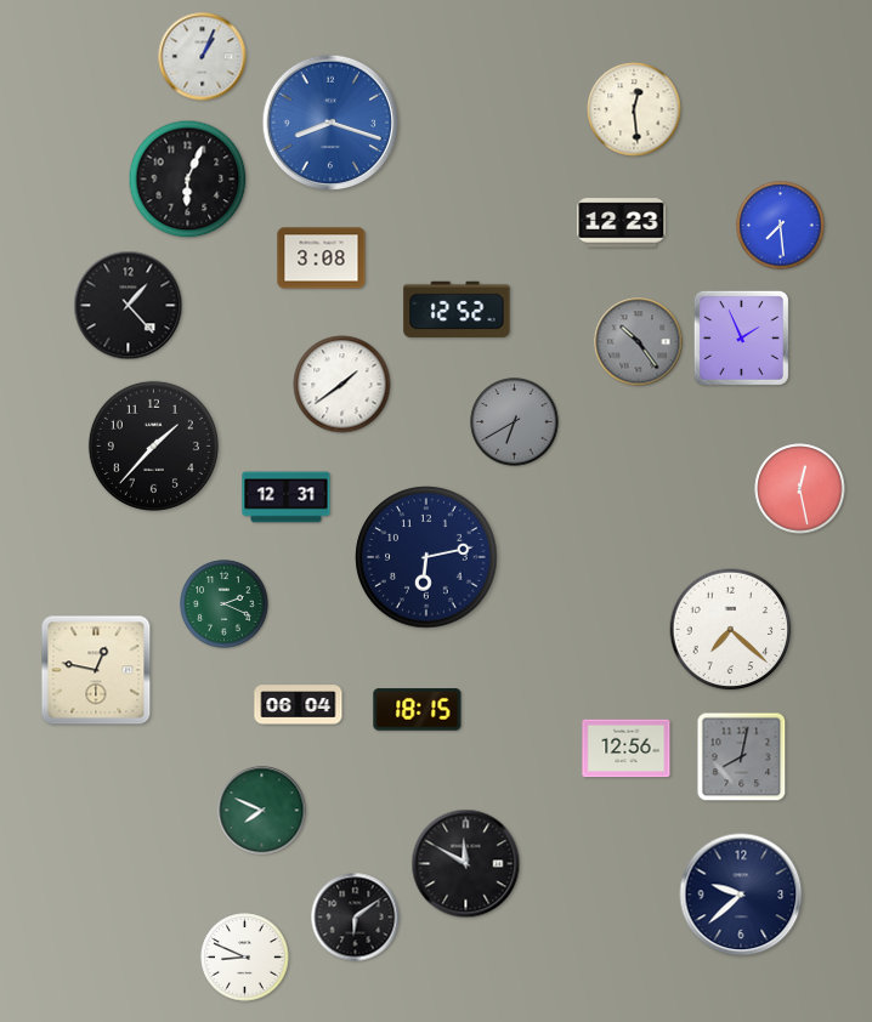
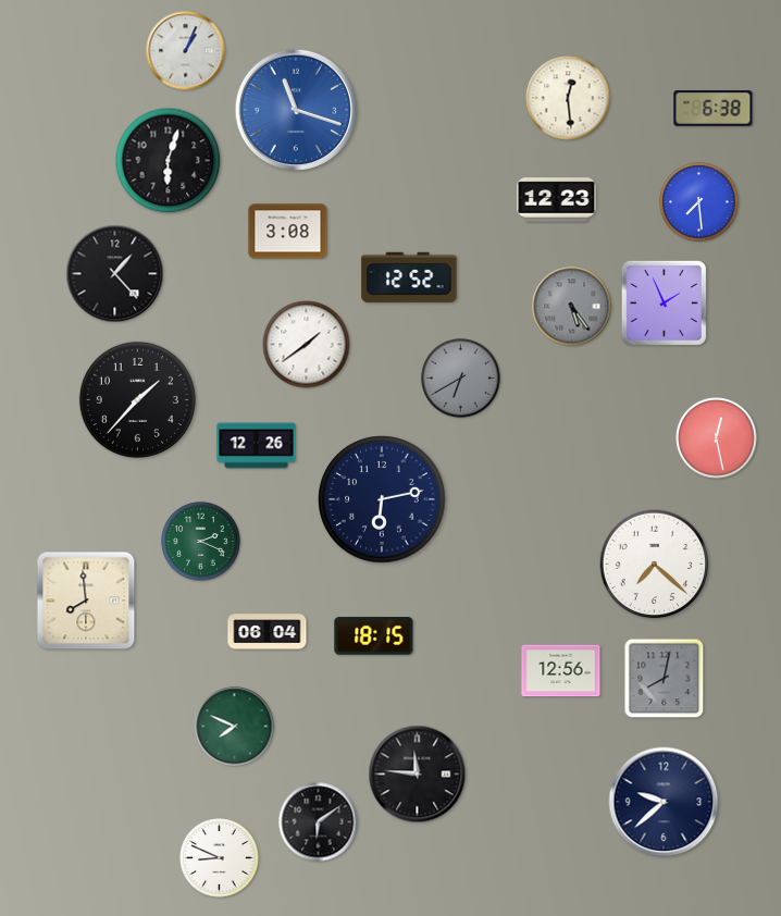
clock at (203, 57) position: (203, 57) -> (186, 51)
clock at (714, 109): none -> 6:38
clock at (330, 123): 8:18 -> 11:18
clock at (188, 180): 6:04 -> 6:03
clock at (639, 342): 10:24 -> 5:24
clock at (287, 498): 12:31 -> 12:26
clock at (96, 670): 12:47 -> 7:59
clock at (466, 864): 11:50 -> 11:46
